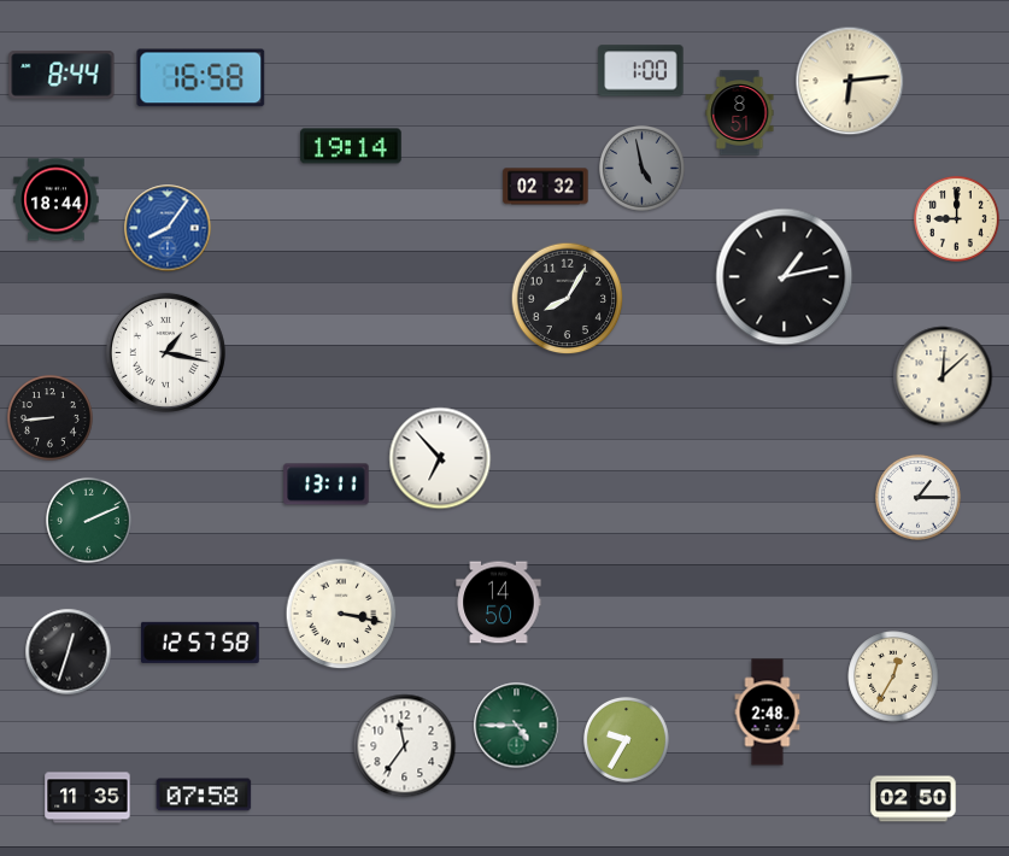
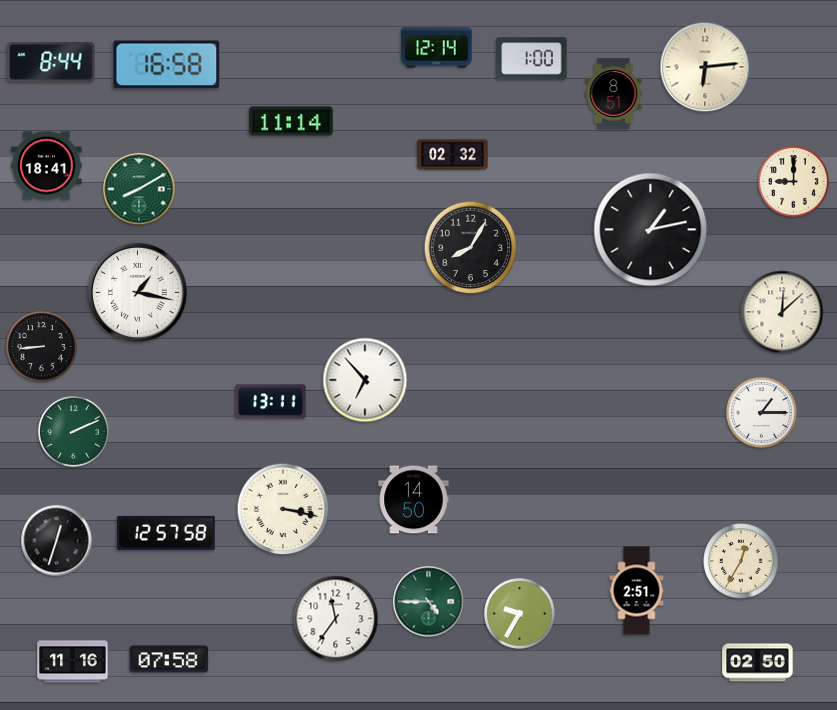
clock at (437, 48): none -> 12:14
clock at (351, 146): 19:14 -> 11:14
clock at (641, 168): 4:58 -> none
clock at (57, 200): 18:44 -> 18:41
clock at (168, 228): 8:06 -> 8:10
clock at (168, 228) dial: blue -> green
clock at (768, 713): 2:48 -> 2:51
clock at (88, 798): 11:35 -> 11:16
